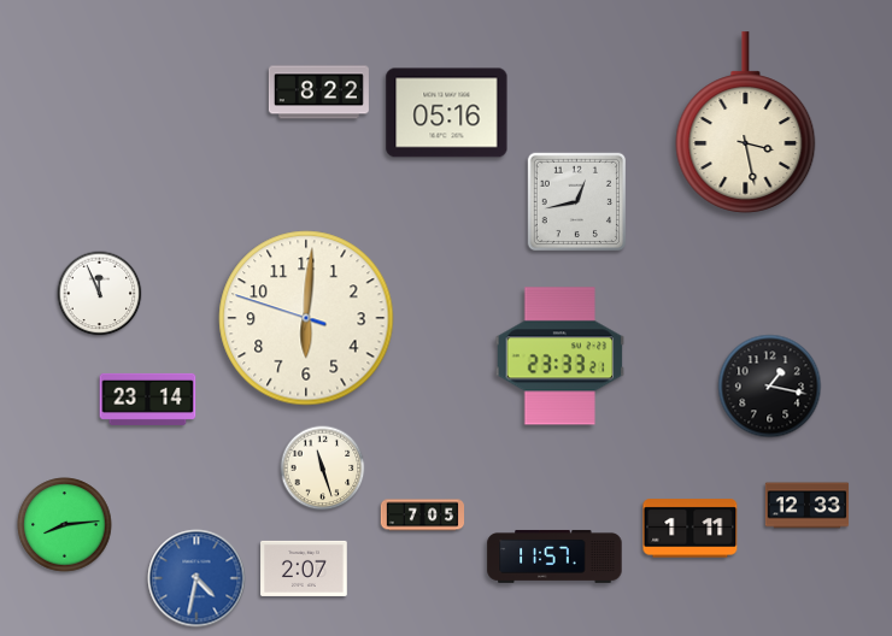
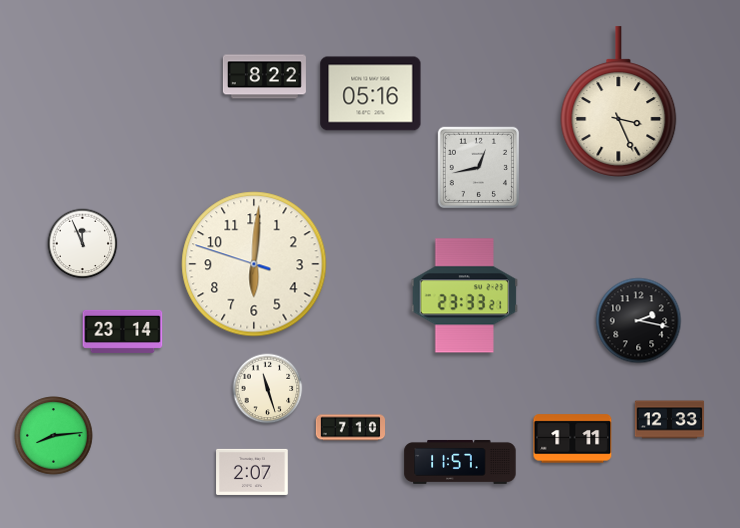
clock at (746, 123): 3:28 -> 3:26
clock at (770, 387): 1:17 -> 2:17
clock at (423, 516): 7:05 -> 7:10
clock at (196, 578): 4:32 -> none
